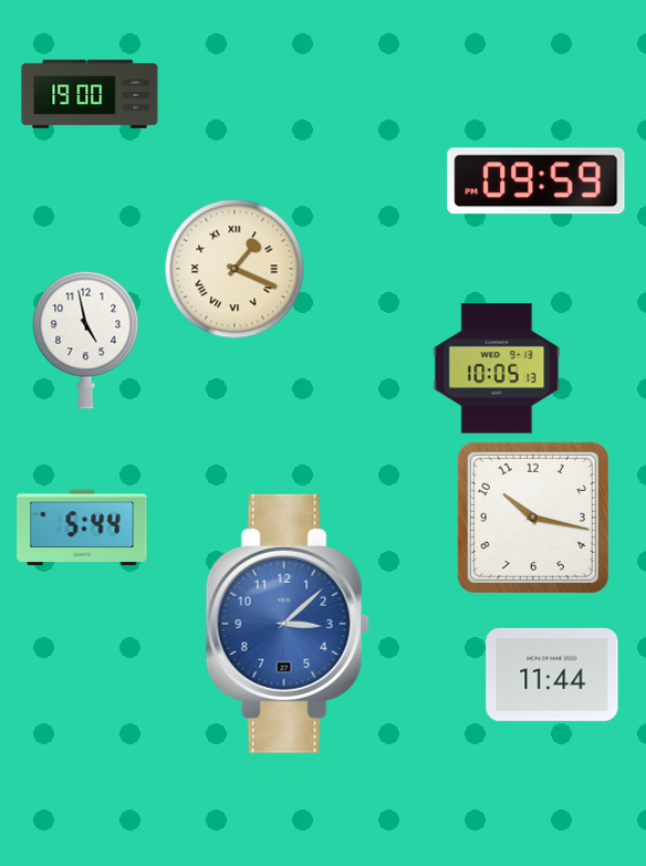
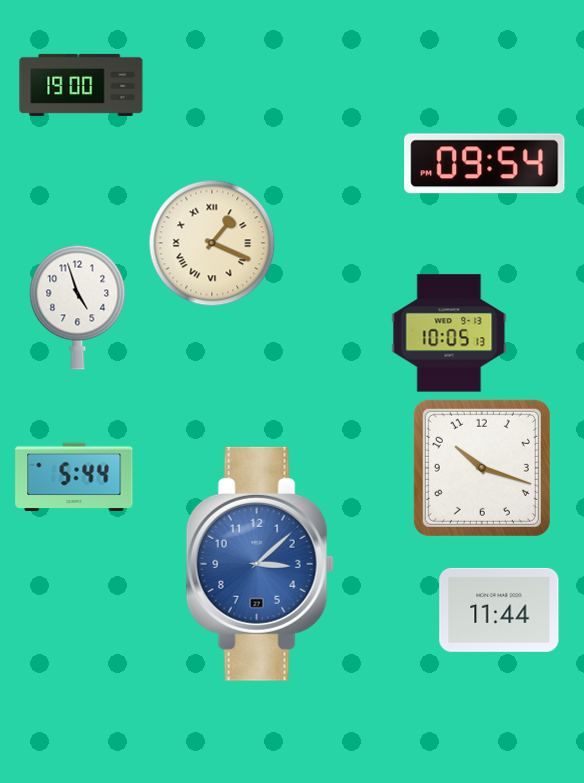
clock at (536, 181): 09:59 -> 09:54
clock at (86, 340): 4:58 -> 4:57
clock at (533, 518): 10:17 -> 10:18
